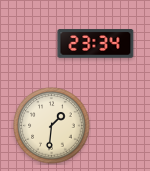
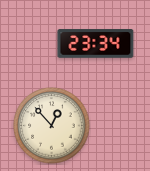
clock at (52, 126): 1:31 -> 12:53
